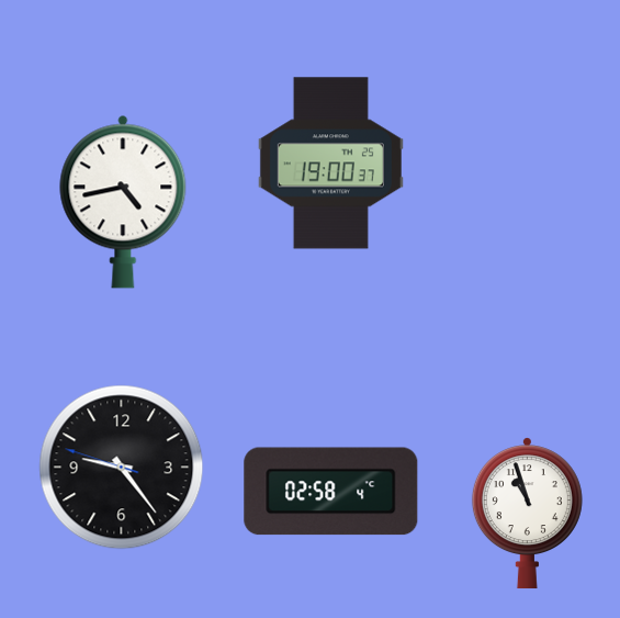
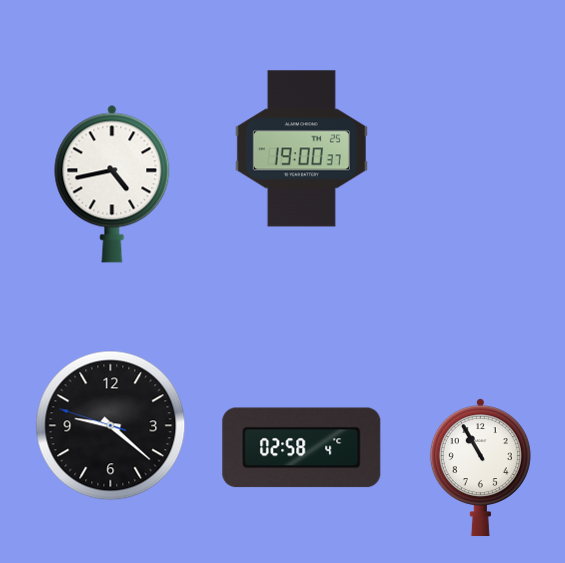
clock at (122, 468): 9:23 -> 9:21
clock at (527, 514): 10:57 -> 10:55
